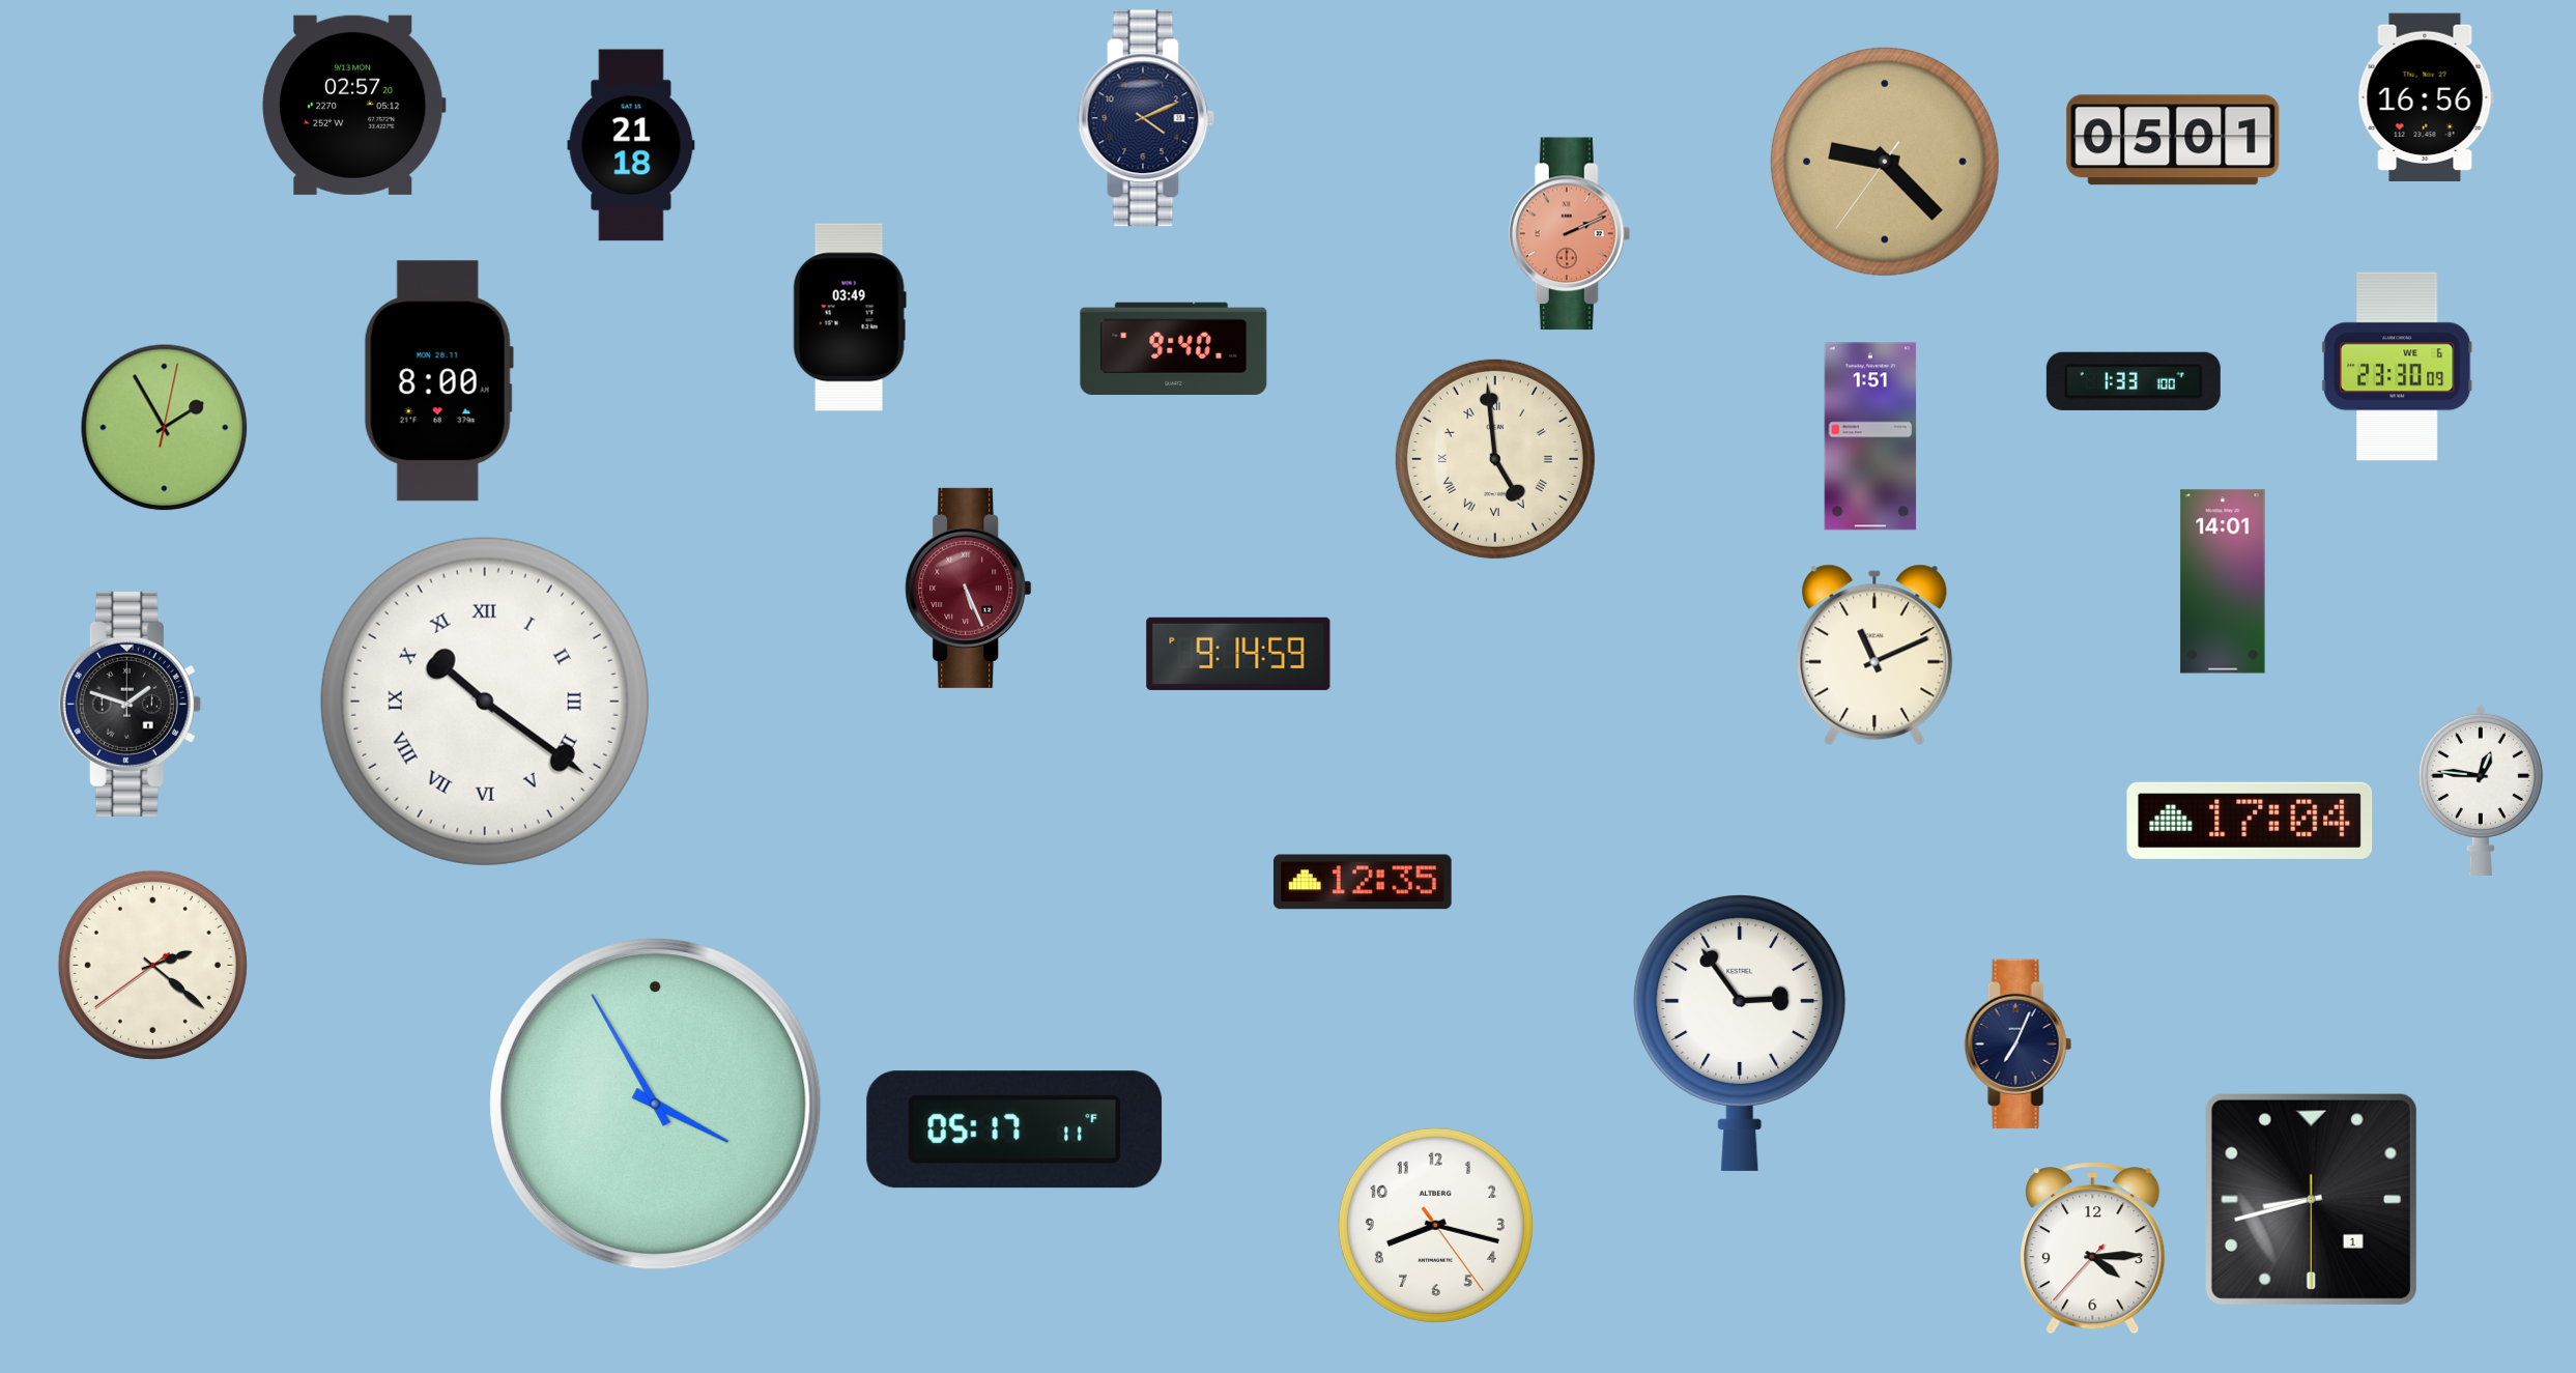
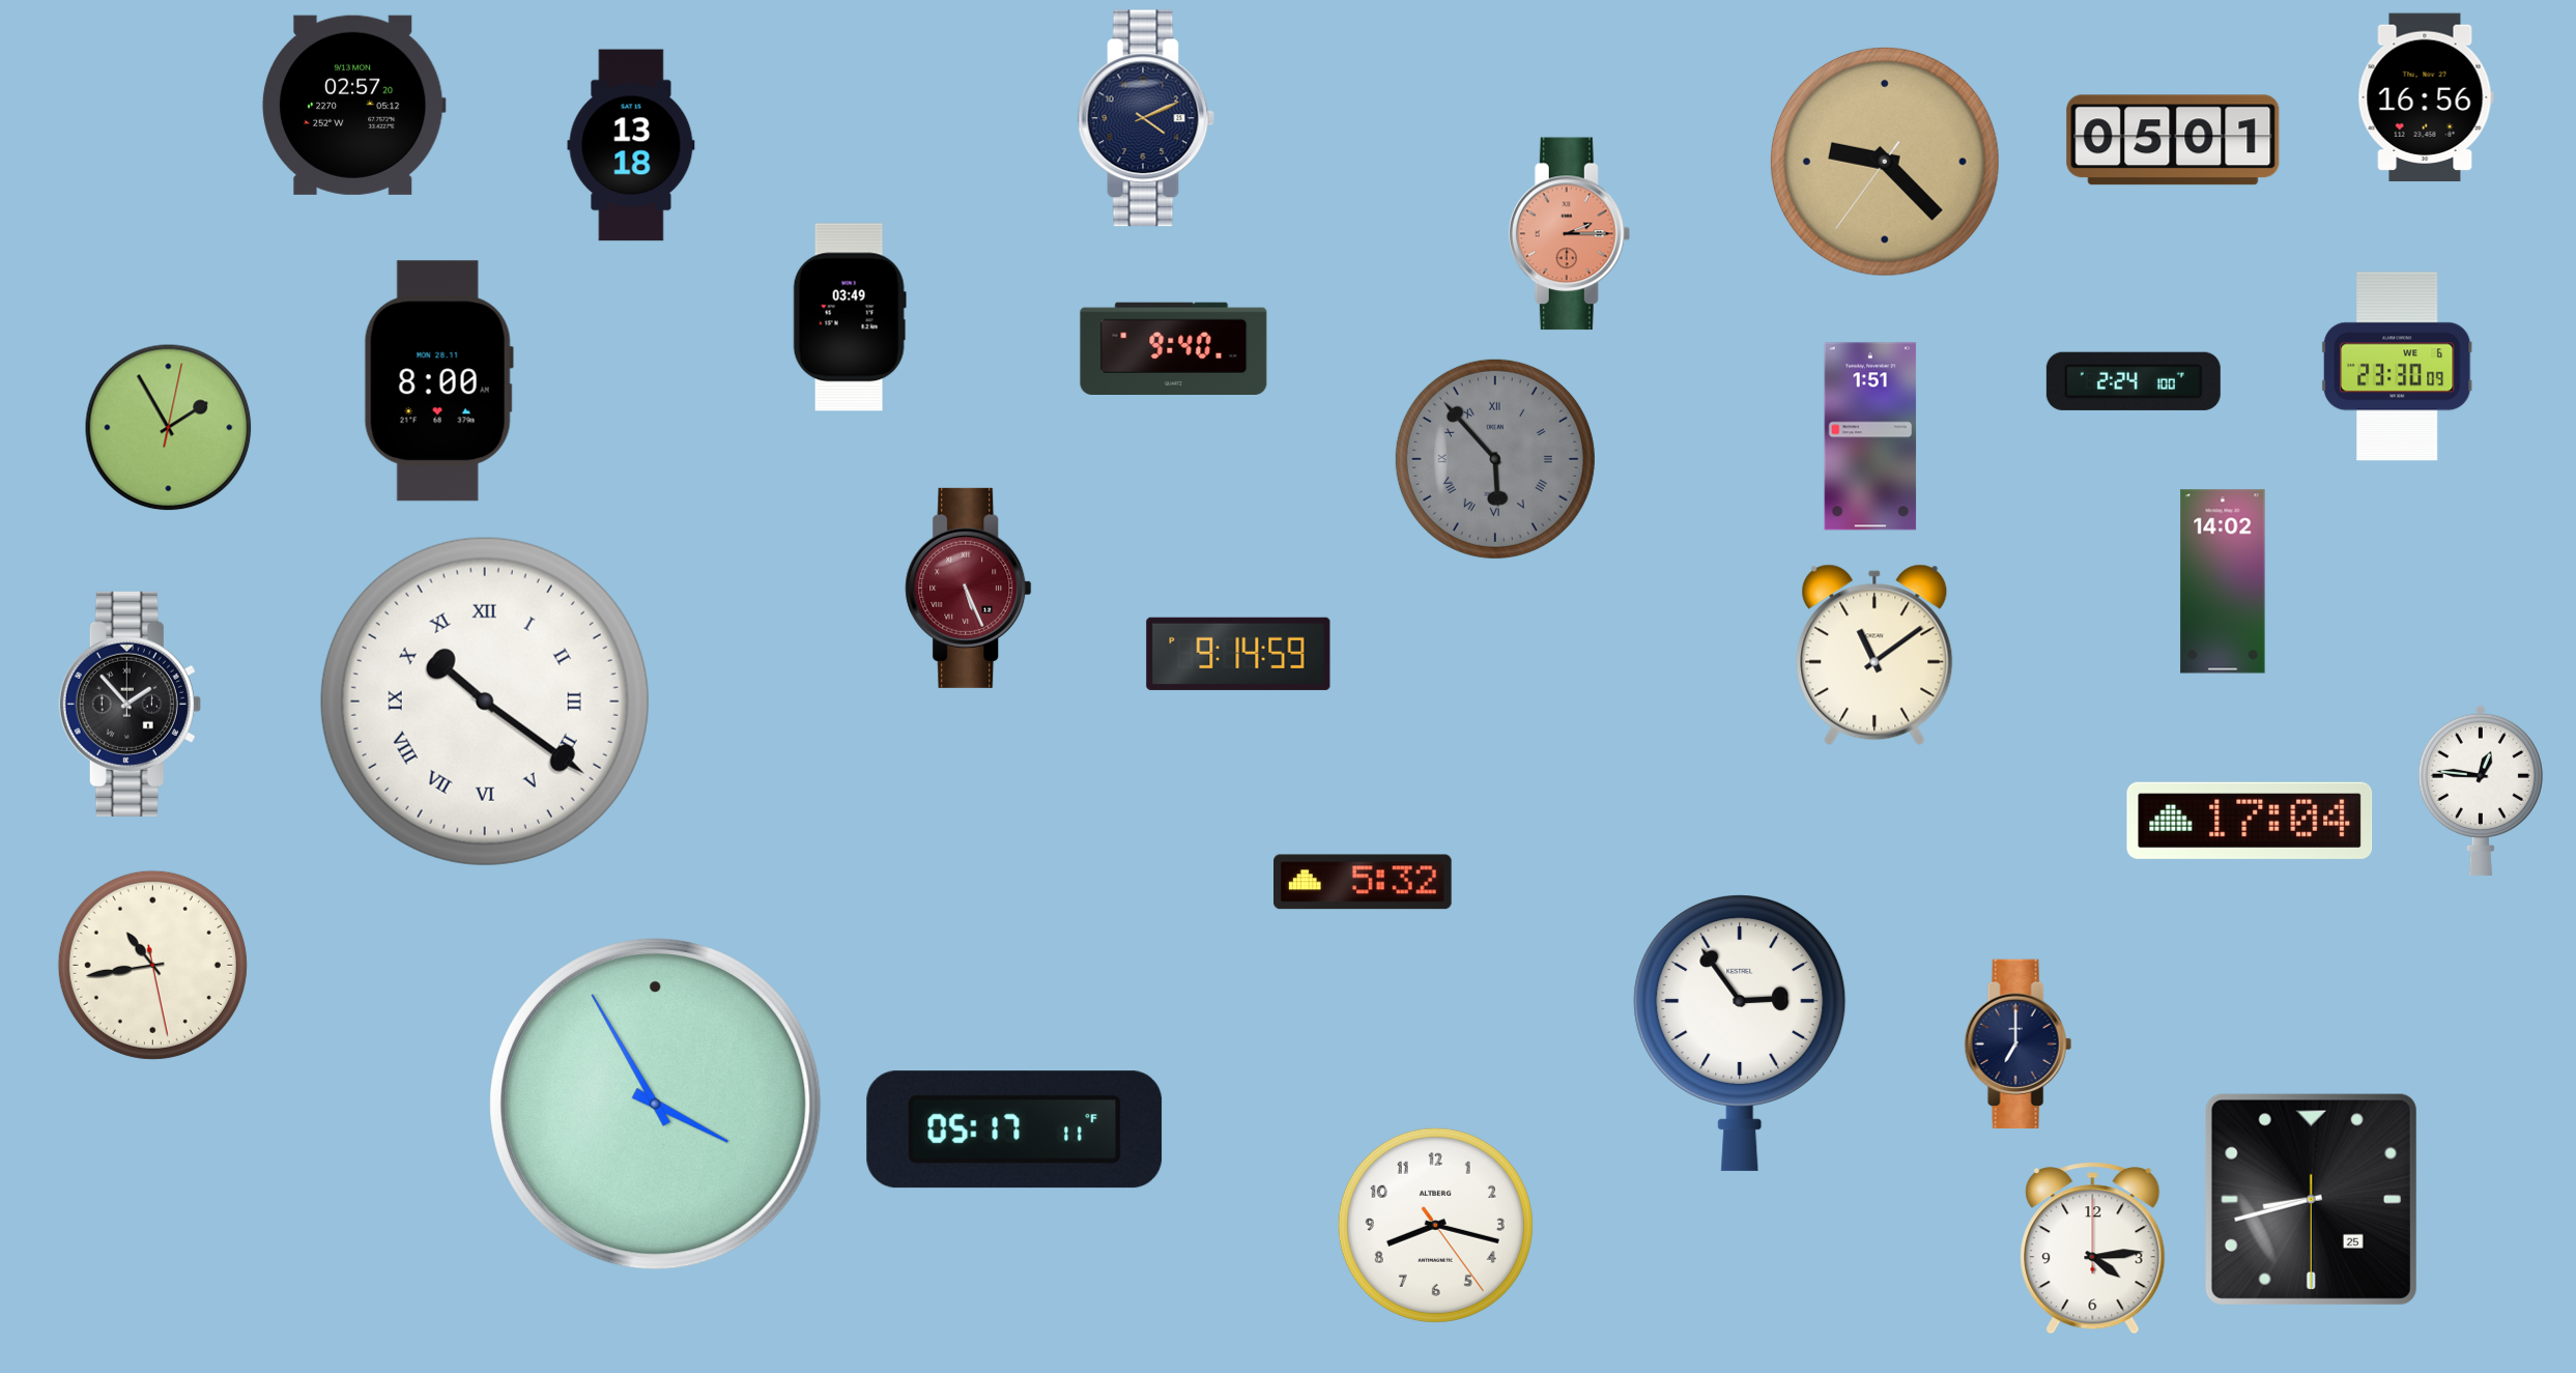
clock at (631, 145): 21:18 -> 13:18
clock at (1570, 234): 2:11 -> 2:15
clock at (2134, 381): 1:33 -> 2:24
clock at (165, 428) position: (165, 428) -> (169, 428)
clock at (1495, 459): 4:59 -> 5:53
clock at (1495, 459) dial: cream -> grey
clock at (2223, 581): 14:01 -> 14:02
clock at (1874, 655): 11:11 -> 11:09
clock at (130, 704): 1:48 -> 1:53
clock at (1364, 882): 12:35 -> 5:32
clock at (152, 965): 2:21 -> 10:43
clock at (2017, 1043): 7:04 -> 7:00
clock at (2311, 1199) date: 1 -> 25
clock at (2093, 1249): 4:14:37 -> 4:14:00
